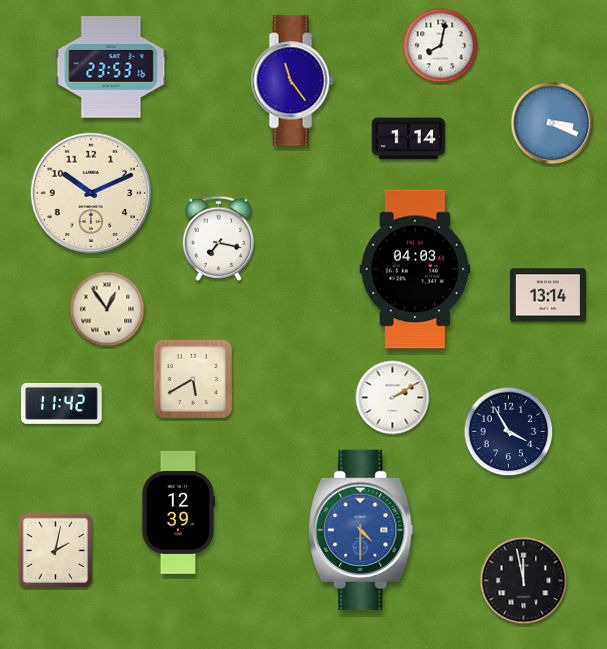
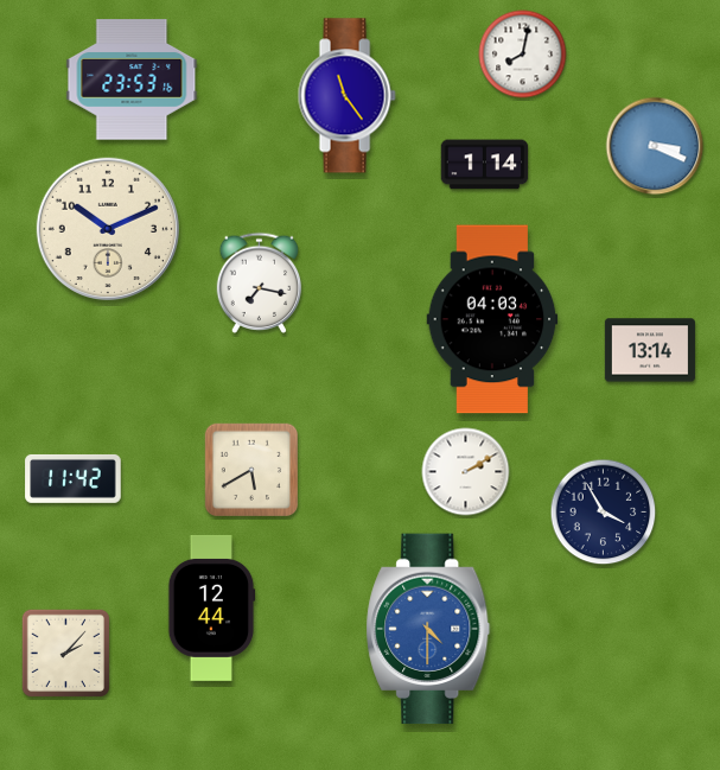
clock at (107, 309): 12:54 -> none
clock at (193, 379) position: (193, 379) -> (251, 470)
clock at (179, 512): 12:39 -> 12:44
clock at (55, 550): 2:02 -> 2:07
clock at (524, 581): 11:58 -> none
